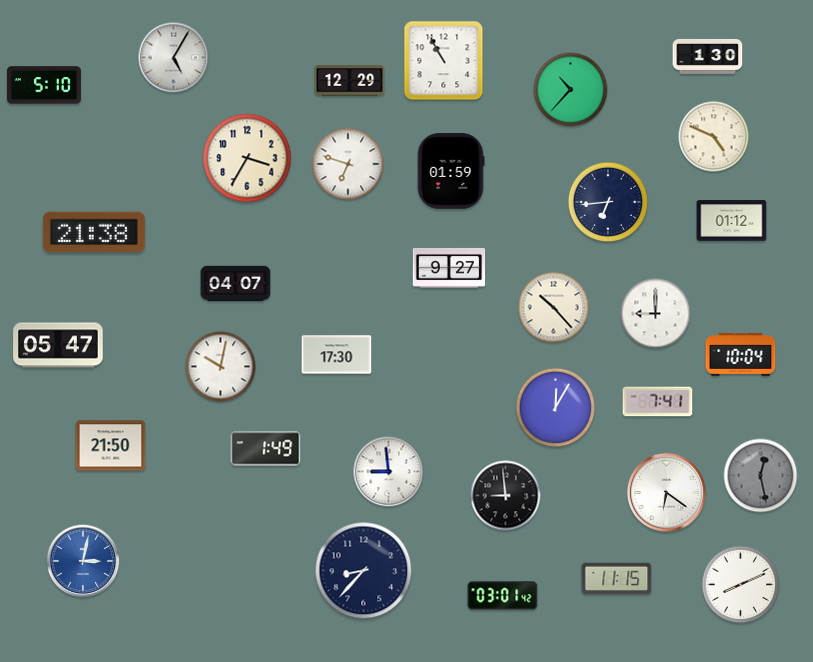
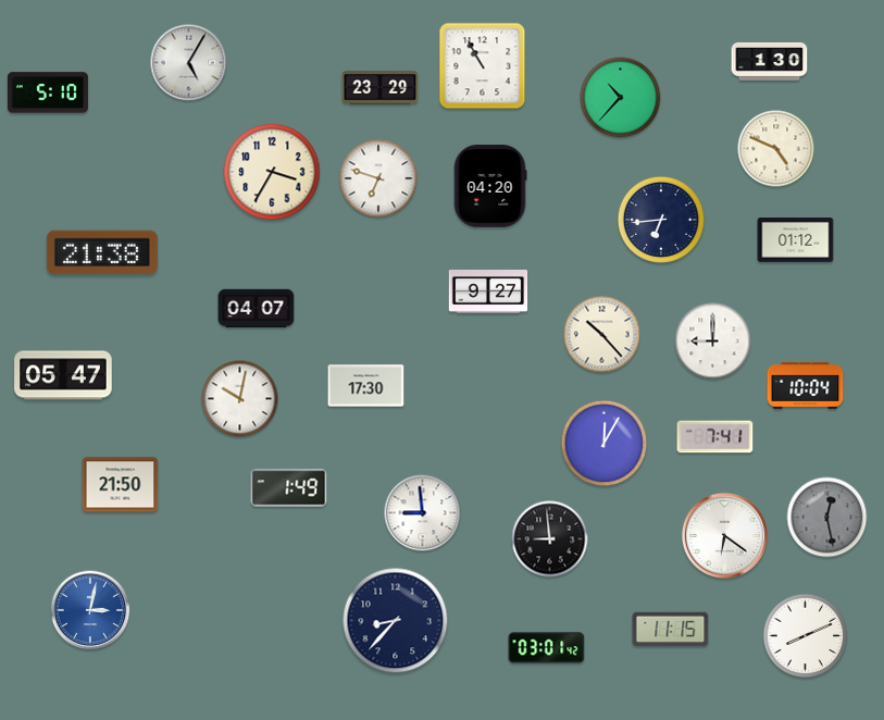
clock at (350, 81): 12:29 -> 23:29
clock at (247, 158) position: (247, 158) -> (272, 172)
clock at (451, 171): 01:59 -> 04:20
